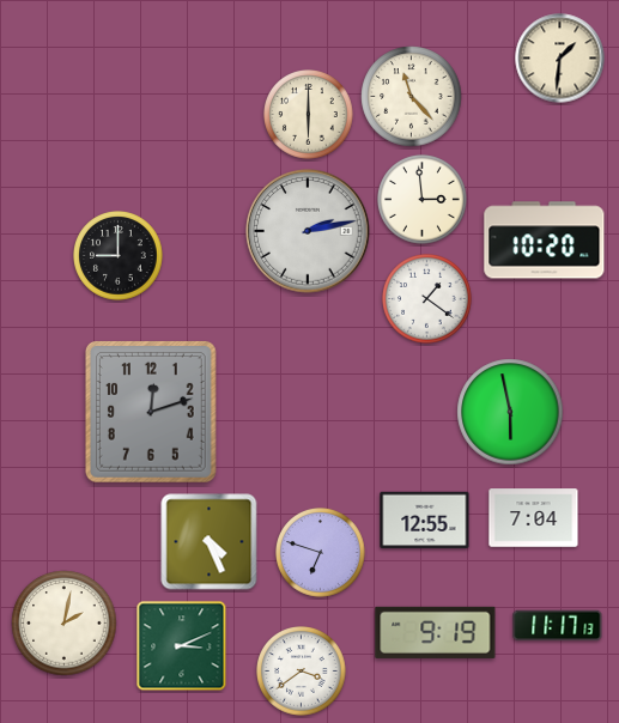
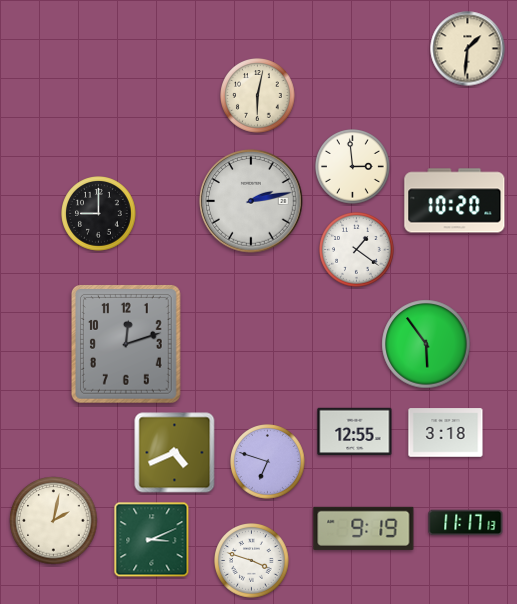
clock at (412, 97): 11:23 -> none
clock at (309, 115): 6:00 -> 6:02
clock at (308, 231) position: (308, 231) -> (251, 201)
clock at (510, 412): 5:58 -> 5:54
clock at (534, 518): 7:04 -> 3:18
clock at (425, 521) position: (425, 521) -> (355, 432)
clock at (210, 542): 4:26 -> 4:41
clock at (302, 672): 3:39 -> 3:48
